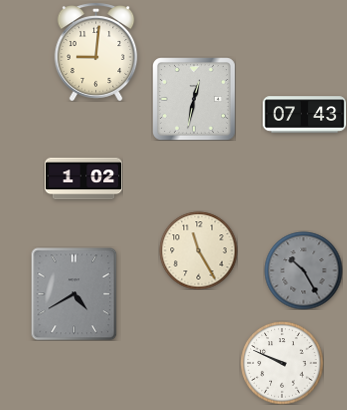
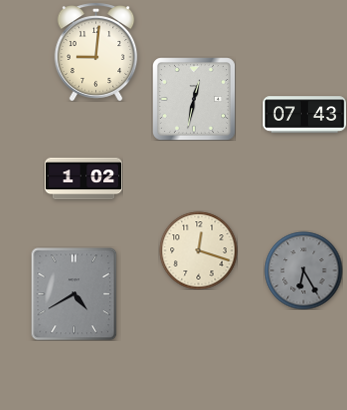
clock at (198, 250): 11:25 -> 12:18
clock at (303, 270): 10:25 -> 6:25
clock at (282, 363): 9:49 -> none
